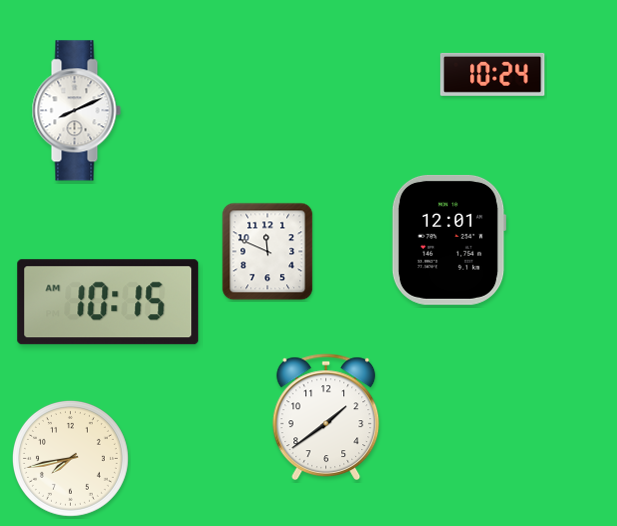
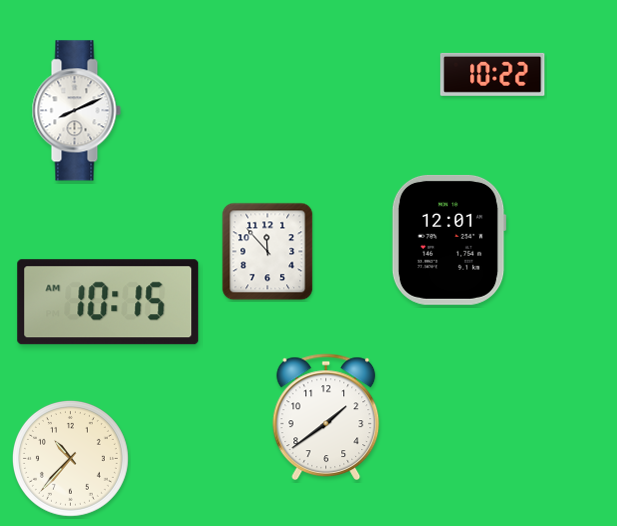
clock at (493, 74): 10:24 -> 10:22
clock at (268, 252): 11:49 -> 11:53
clock at (70, 458): 7:43 -> 10:37
